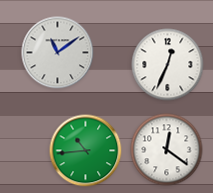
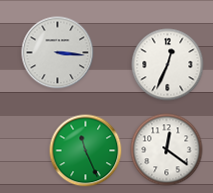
clock at (58, 53): 11:09 -> 3:16
clock at (86, 151): 10:44 -> 11:26
